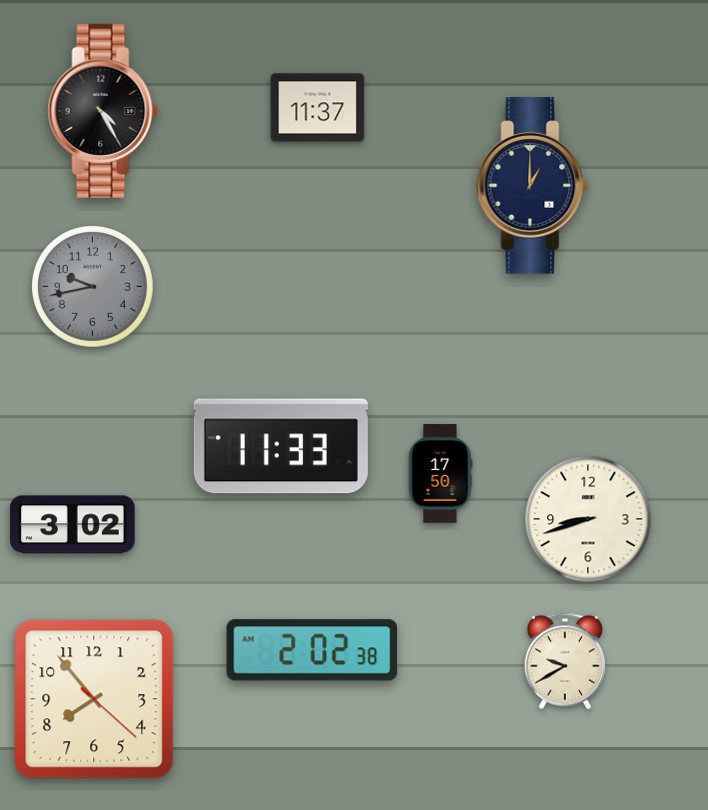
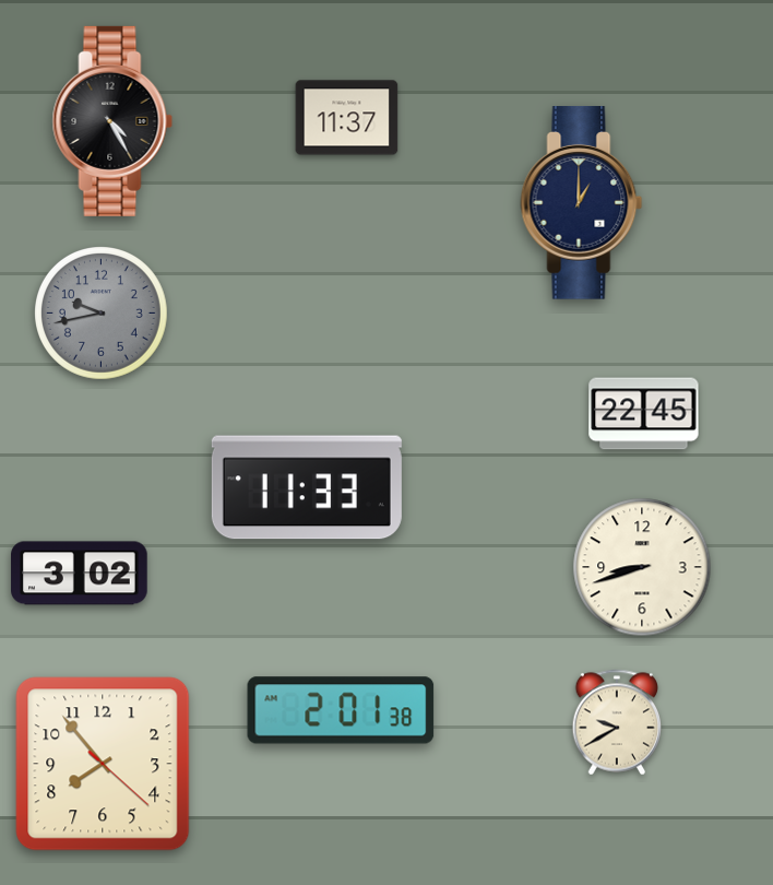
clock at (644, 414): none -> 22:45
clock at (440, 474): 17:50 -> none
clock at (312, 650): 2:02 -> 2:01
